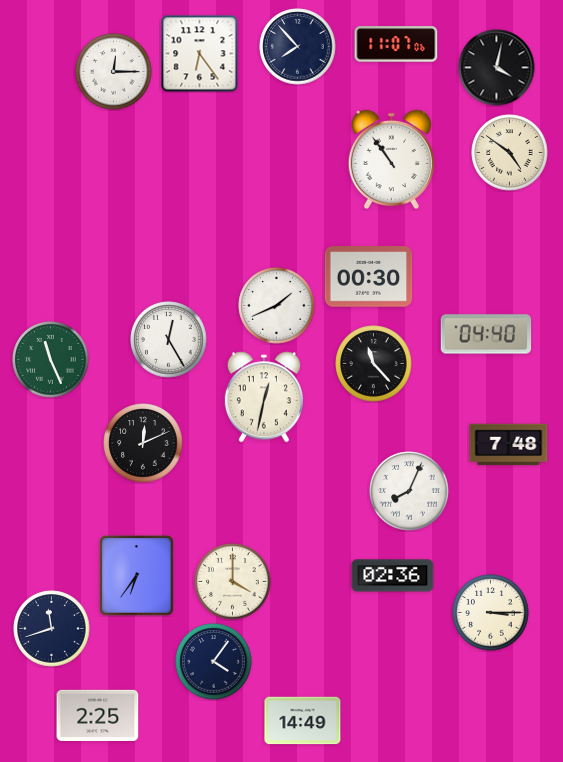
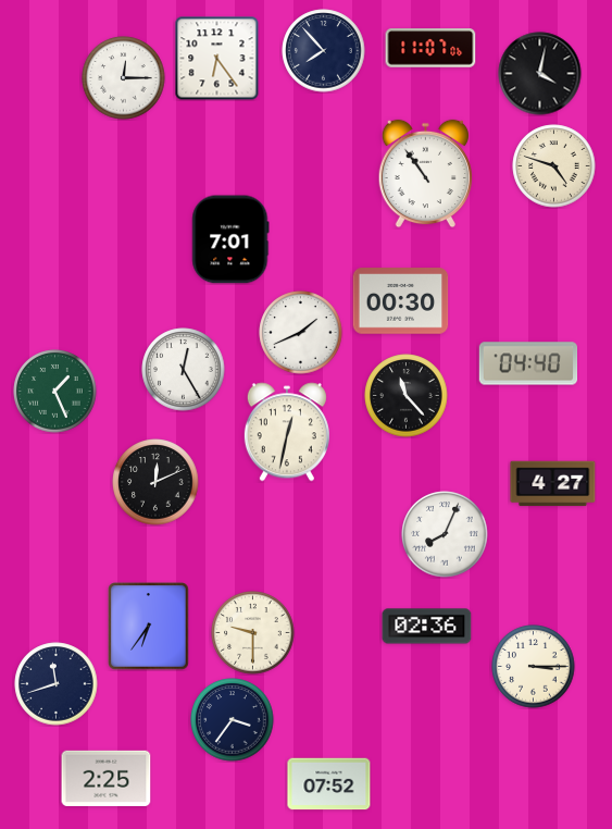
clock at (510, 153): 4:51 -> 4:48
clock at (230, 239): none -> 7:01
clock at (51, 360): 11:26 -> 1:26
clock at (509, 445): 7:48 -> 4:27
clock at (233, 582): 4:00 -> 9:30
clock at (214, 662): 4:06 -> 3:36
clock at (303, 721): 14:49 -> 07:52
